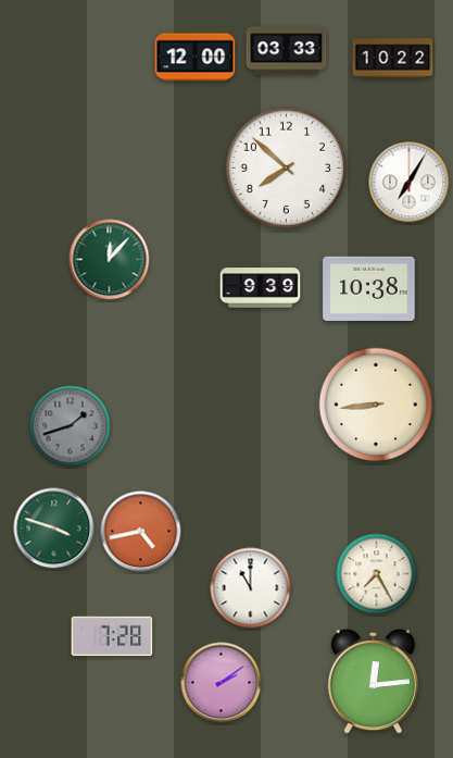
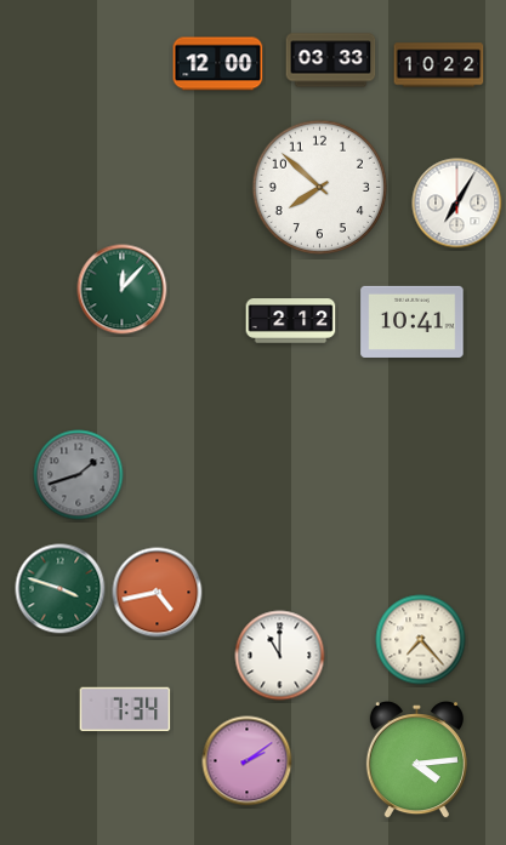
clock at (287, 51) position: (287, 51) -> (331, 61)
clock at (261, 288): 9:39 -> 2:12
clock at (369, 288): 10:38 -> 10:41
clock at (376, 405): 8:44 -> none
clock at (377, 574): 7:25 -> 7:23
clock at (112, 636): 7:28 -> 7:34
clock at (373, 683): 12:14 -> 4:14
